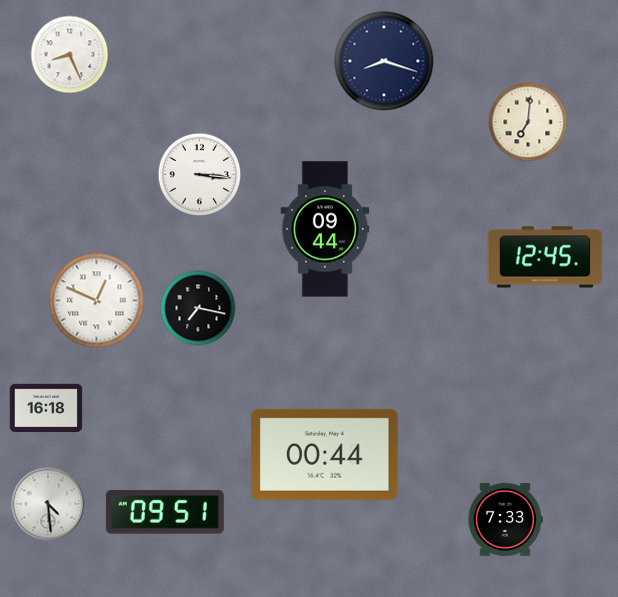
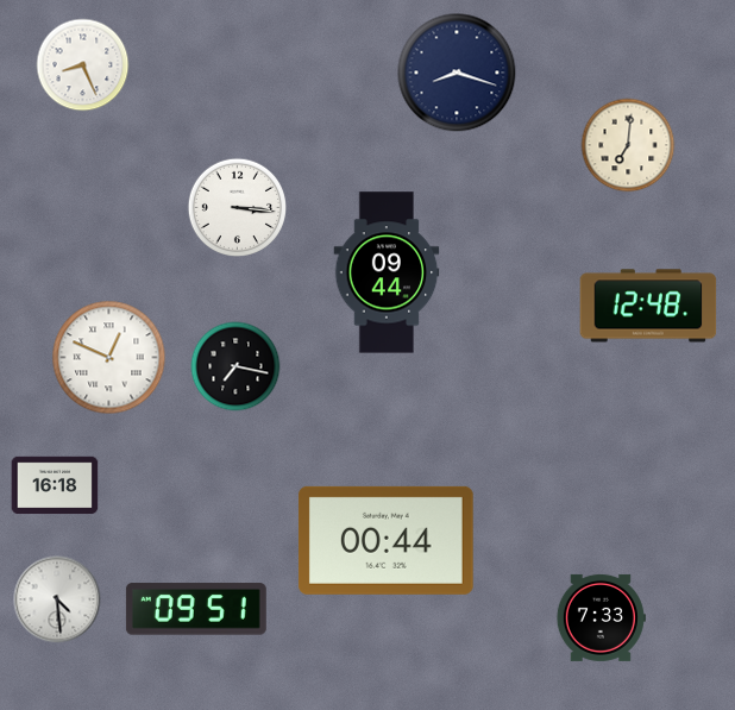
clock at (545, 257): 12:45 -> 12:48
clock at (97, 301) position: (97, 301) -> (109, 358)
